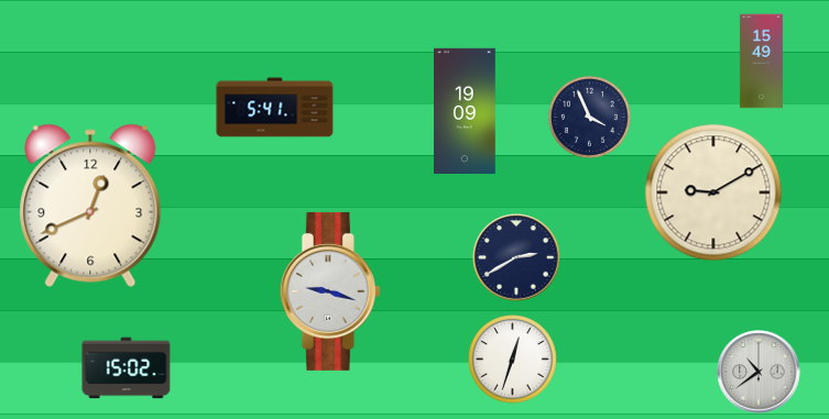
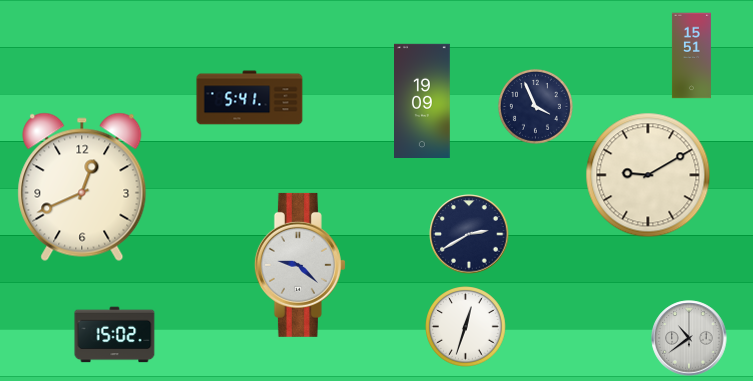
clock at (761, 62): 15:49 -> 15:51
clock at (330, 291): 9:18 -> 9:22
